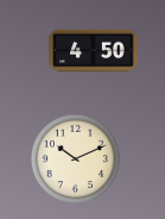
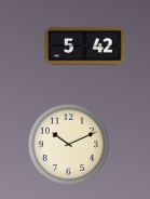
clock at (94, 51): 4:50 -> 5:42
